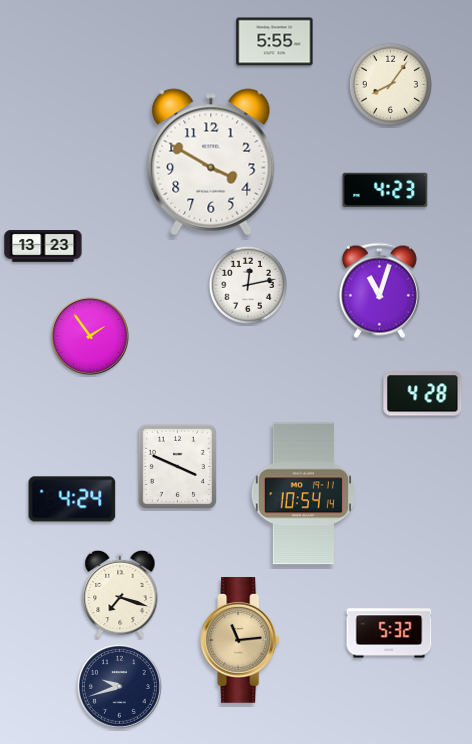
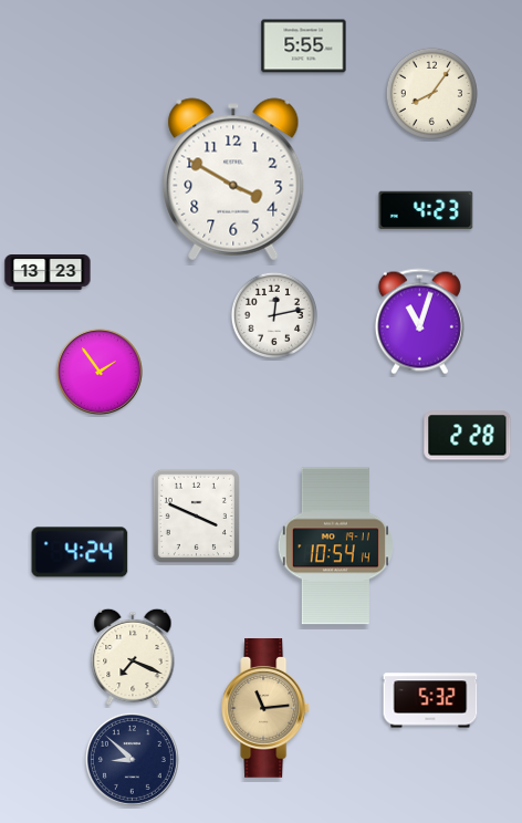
clock at (423, 394): 4:28 -> 2:28
clock at (120, 594): 7:18 -> 7:19
clock at (119, 686): 9:42 -> 8:52
